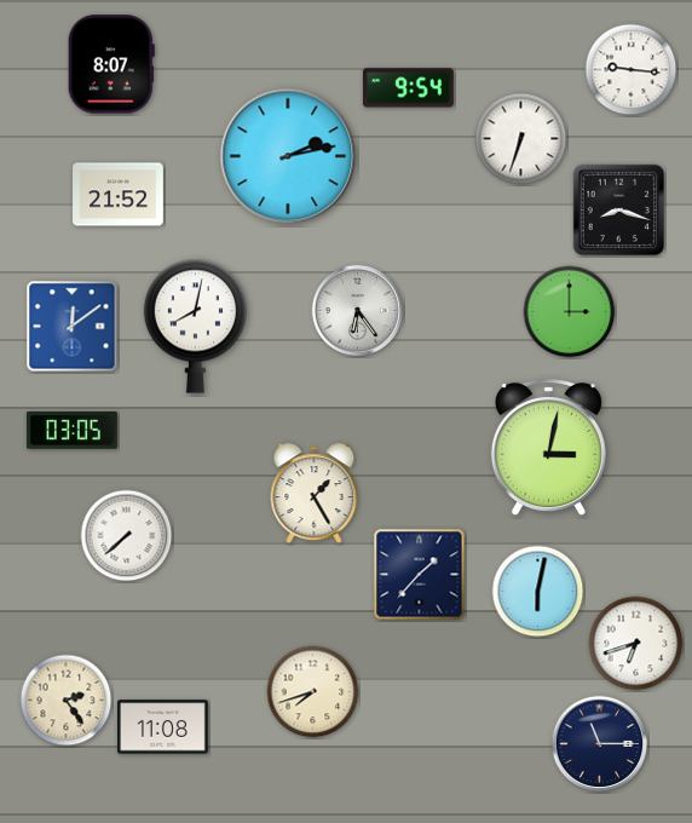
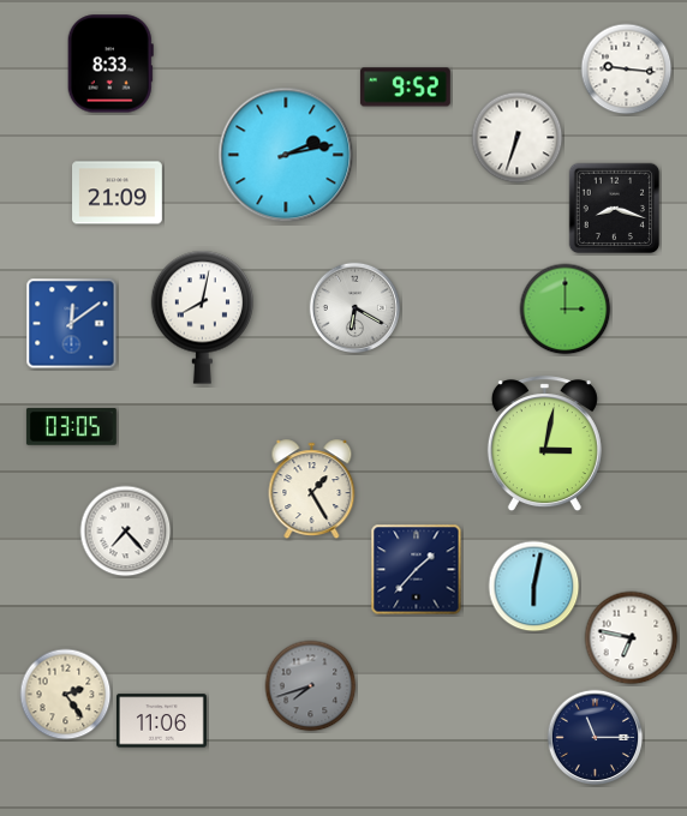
clock at (111, 64): 8:07 -> 8:33
clock at (408, 88): 9:54 -> 9:52
clock at (119, 195): 21:52 -> 21:09
clock at (358, 311): 6:24 -> 6:20
clock at (195, 326) position: (195, 326) -> (202, 317)
clock at (127, 536): 7:38 -> 7:23
clock at (636, 644): 6:42 -> 6:47
clock at (313, 692) dial: cream -> grey
clock at (162, 727): 11:08 -> 11:06
